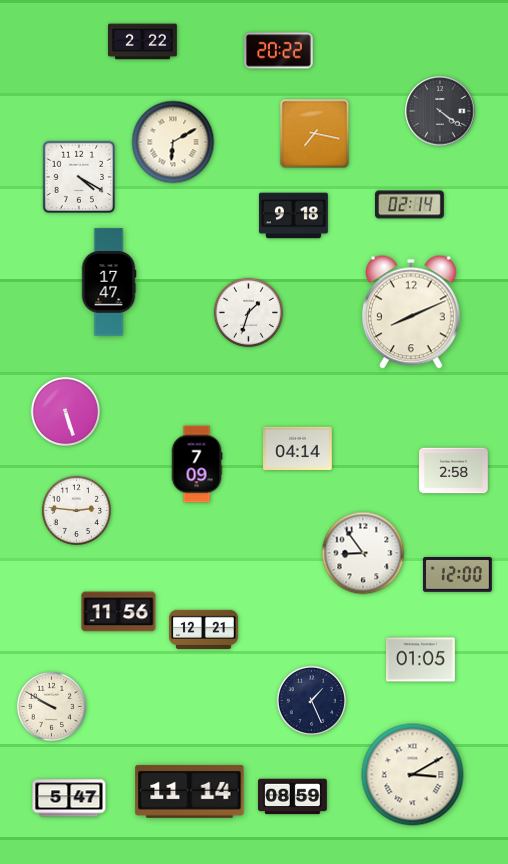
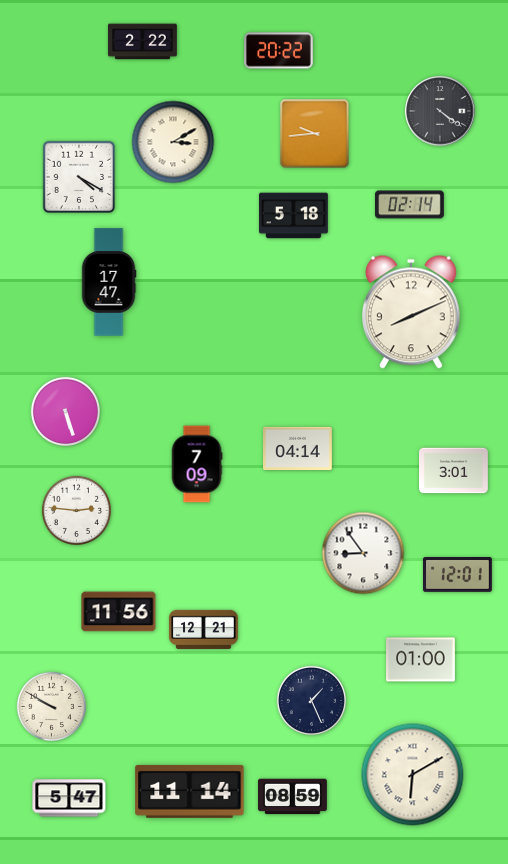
clock at (315, 134): 7:17 -> 9:44
clock at (173, 142): 6:10 -> 3:10
clock at (294, 216): 9:18 -> 5:18
clock at (248, 312): 1:33 -> none
clock at (454, 471): 2:58 -> 3:01
clock at (458, 575): 12:00 -> 12:01
clock at (421, 660): 01:05 -> 01:00
clock at (413, 775): 3:10 -> 6:10
